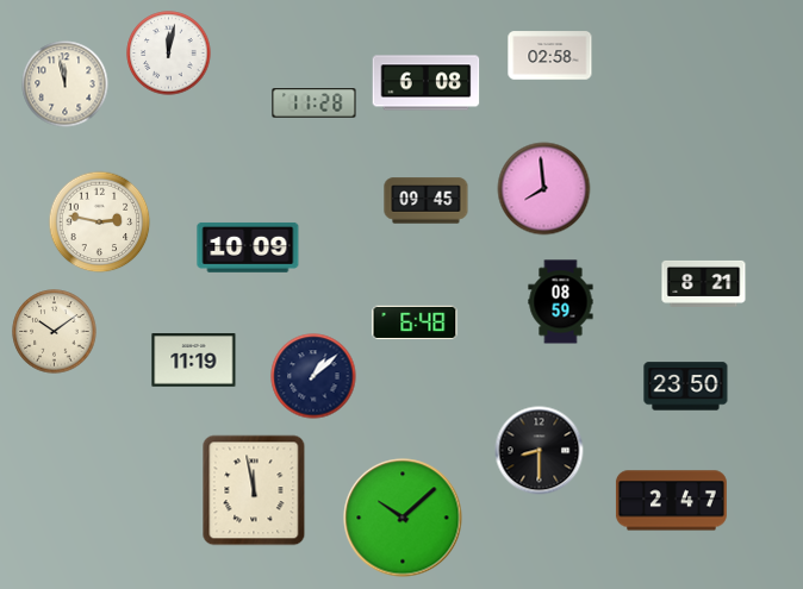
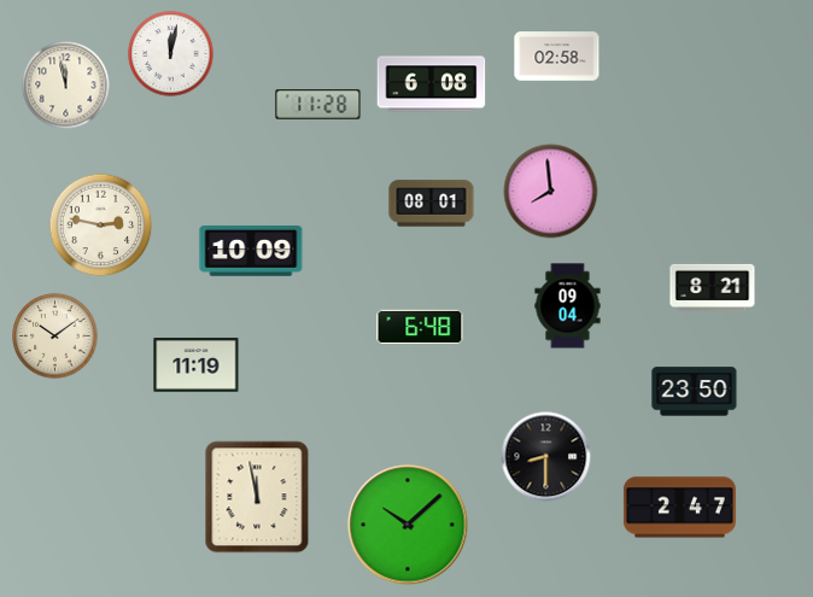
clock at (427, 201): 09:45 -> 08:01
clock at (561, 302): 08:59 -> 09:04
clock at (313, 376): 1:08 -> none
